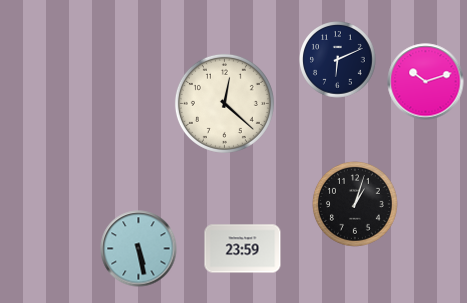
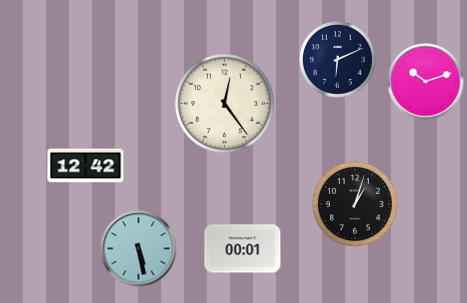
clock at (224, 103): 12:22 -> 12:24
clock at (86, 166): none -> 12:42
clock at (243, 249): 23:59 -> 00:01
